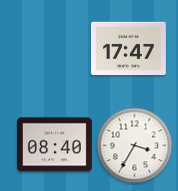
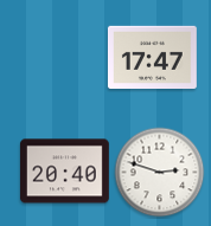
clock at (55, 145): 08:40 -> 20:40
clock at (135, 146): 3:35 -> 2:48
